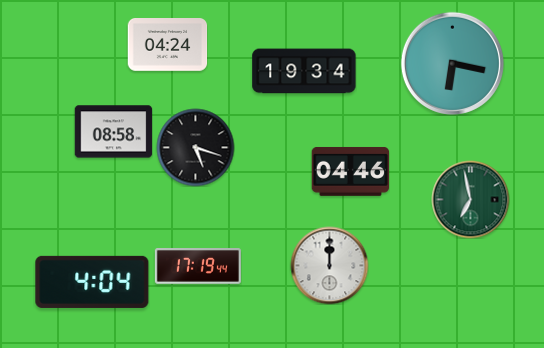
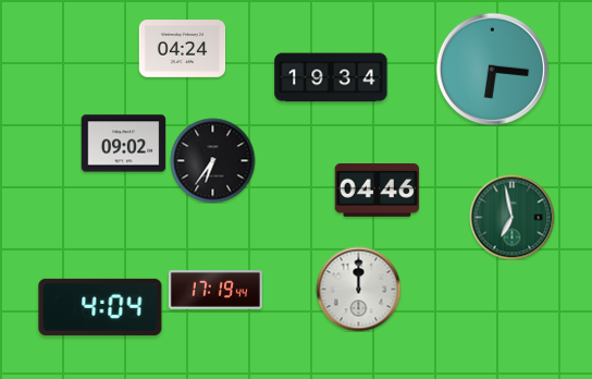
clock at (452, 63): 6:17 -> 6:16
clock at (113, 132): 08:58 -> 09:02
clock at (195, 147): 5:18 -> 6:36
clock at (350, 171) position: (350, 171) -> (377, 189)
